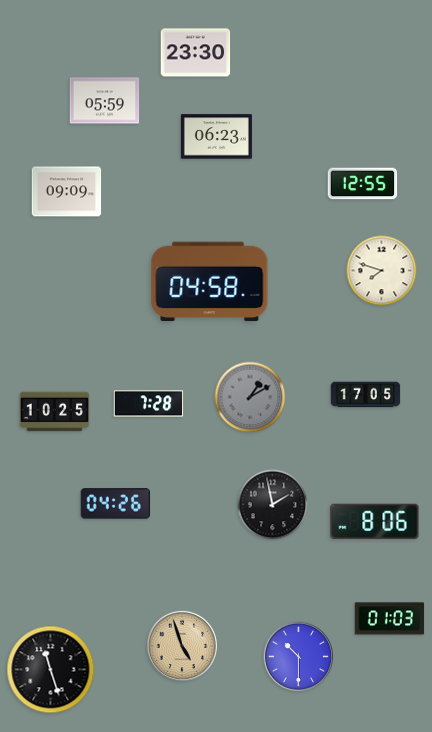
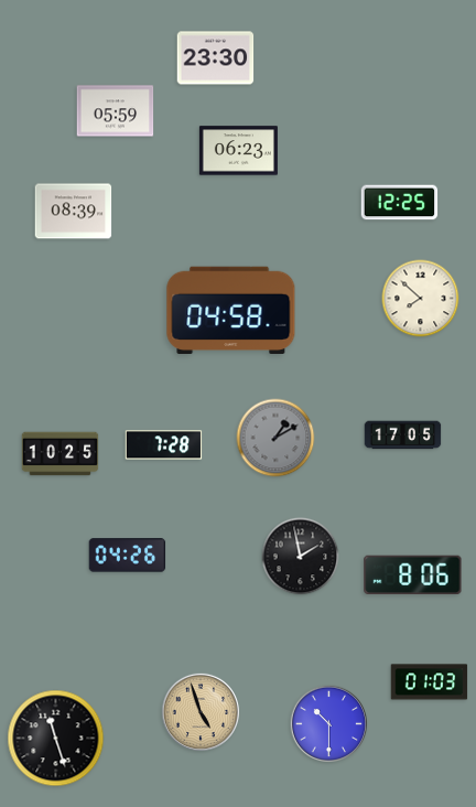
clock at (363, 184): 12:55 -> 12:25
clock at (67, 192): 09:09 -> 08:39
clock at (382, 271): 7:48 -> 7:52
